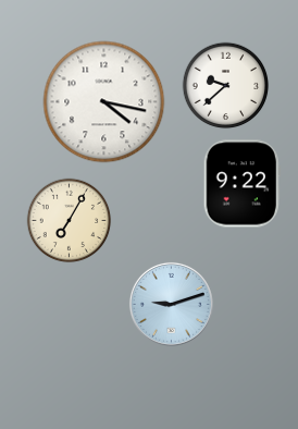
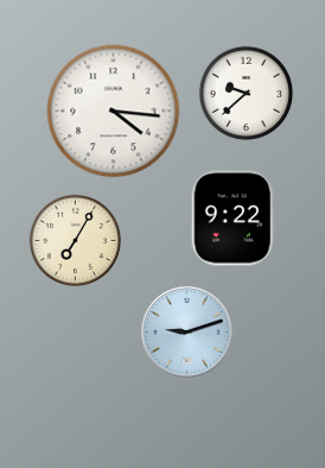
clock at (104, 102): 4:17 -> 4:16
clock at (241, 184) position: (241, 184) -> (232, 219)
